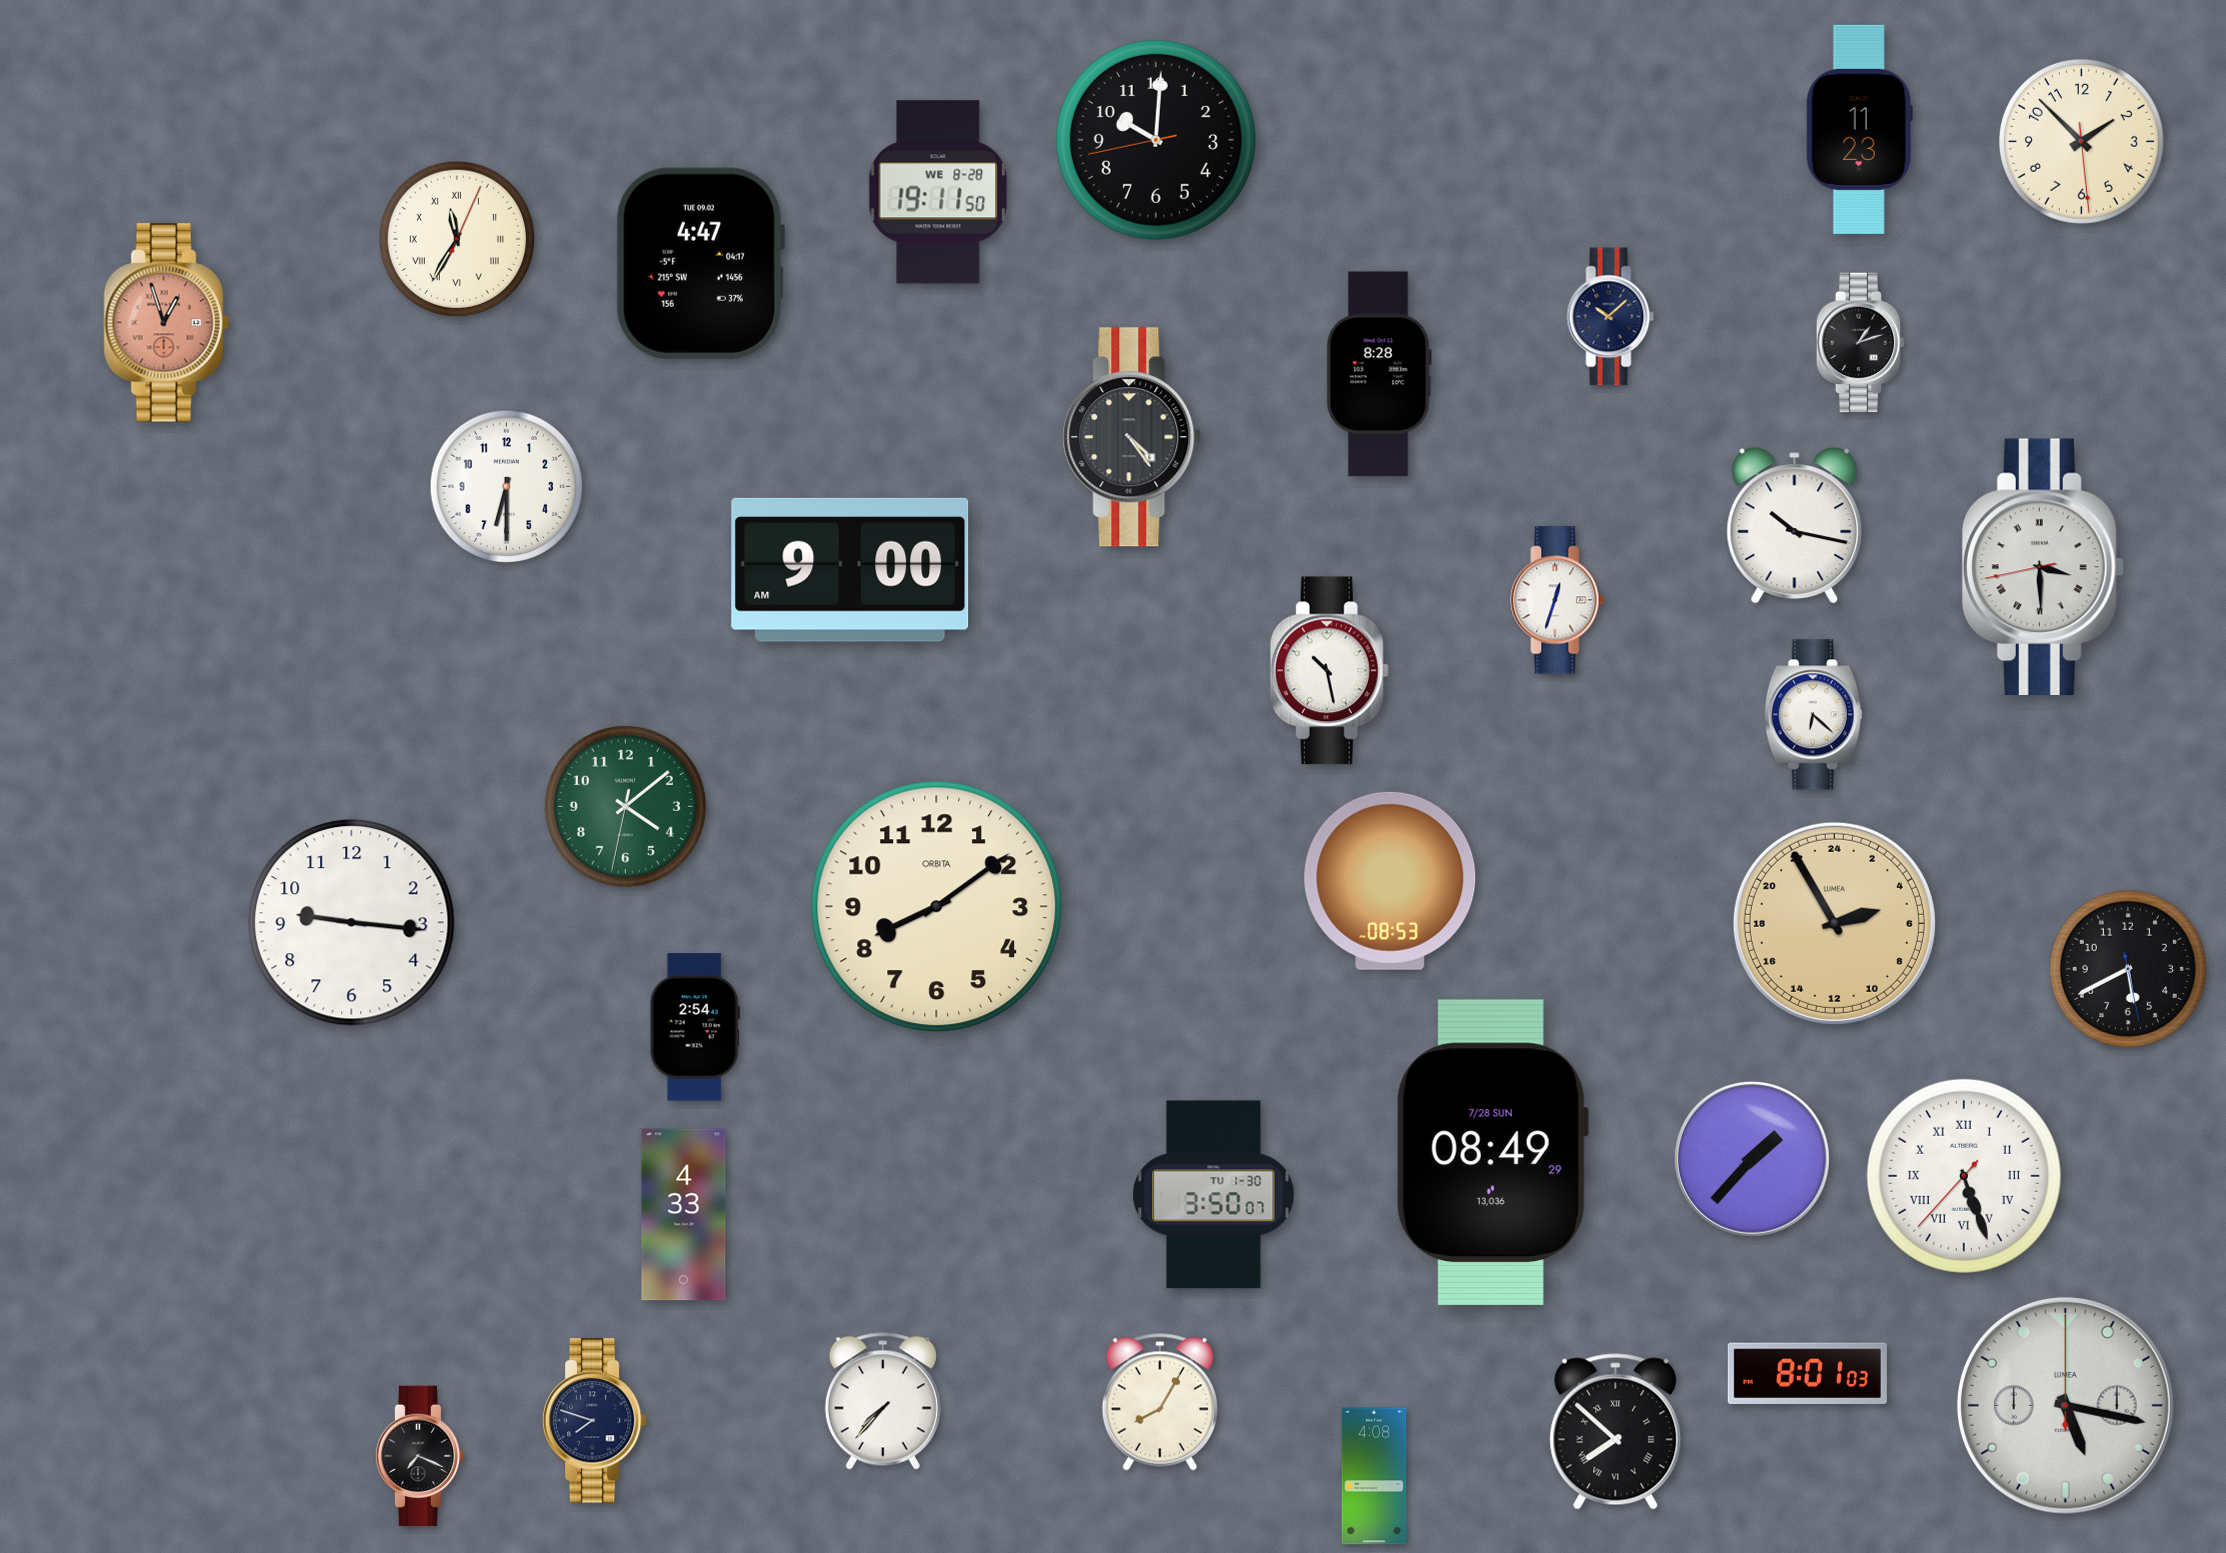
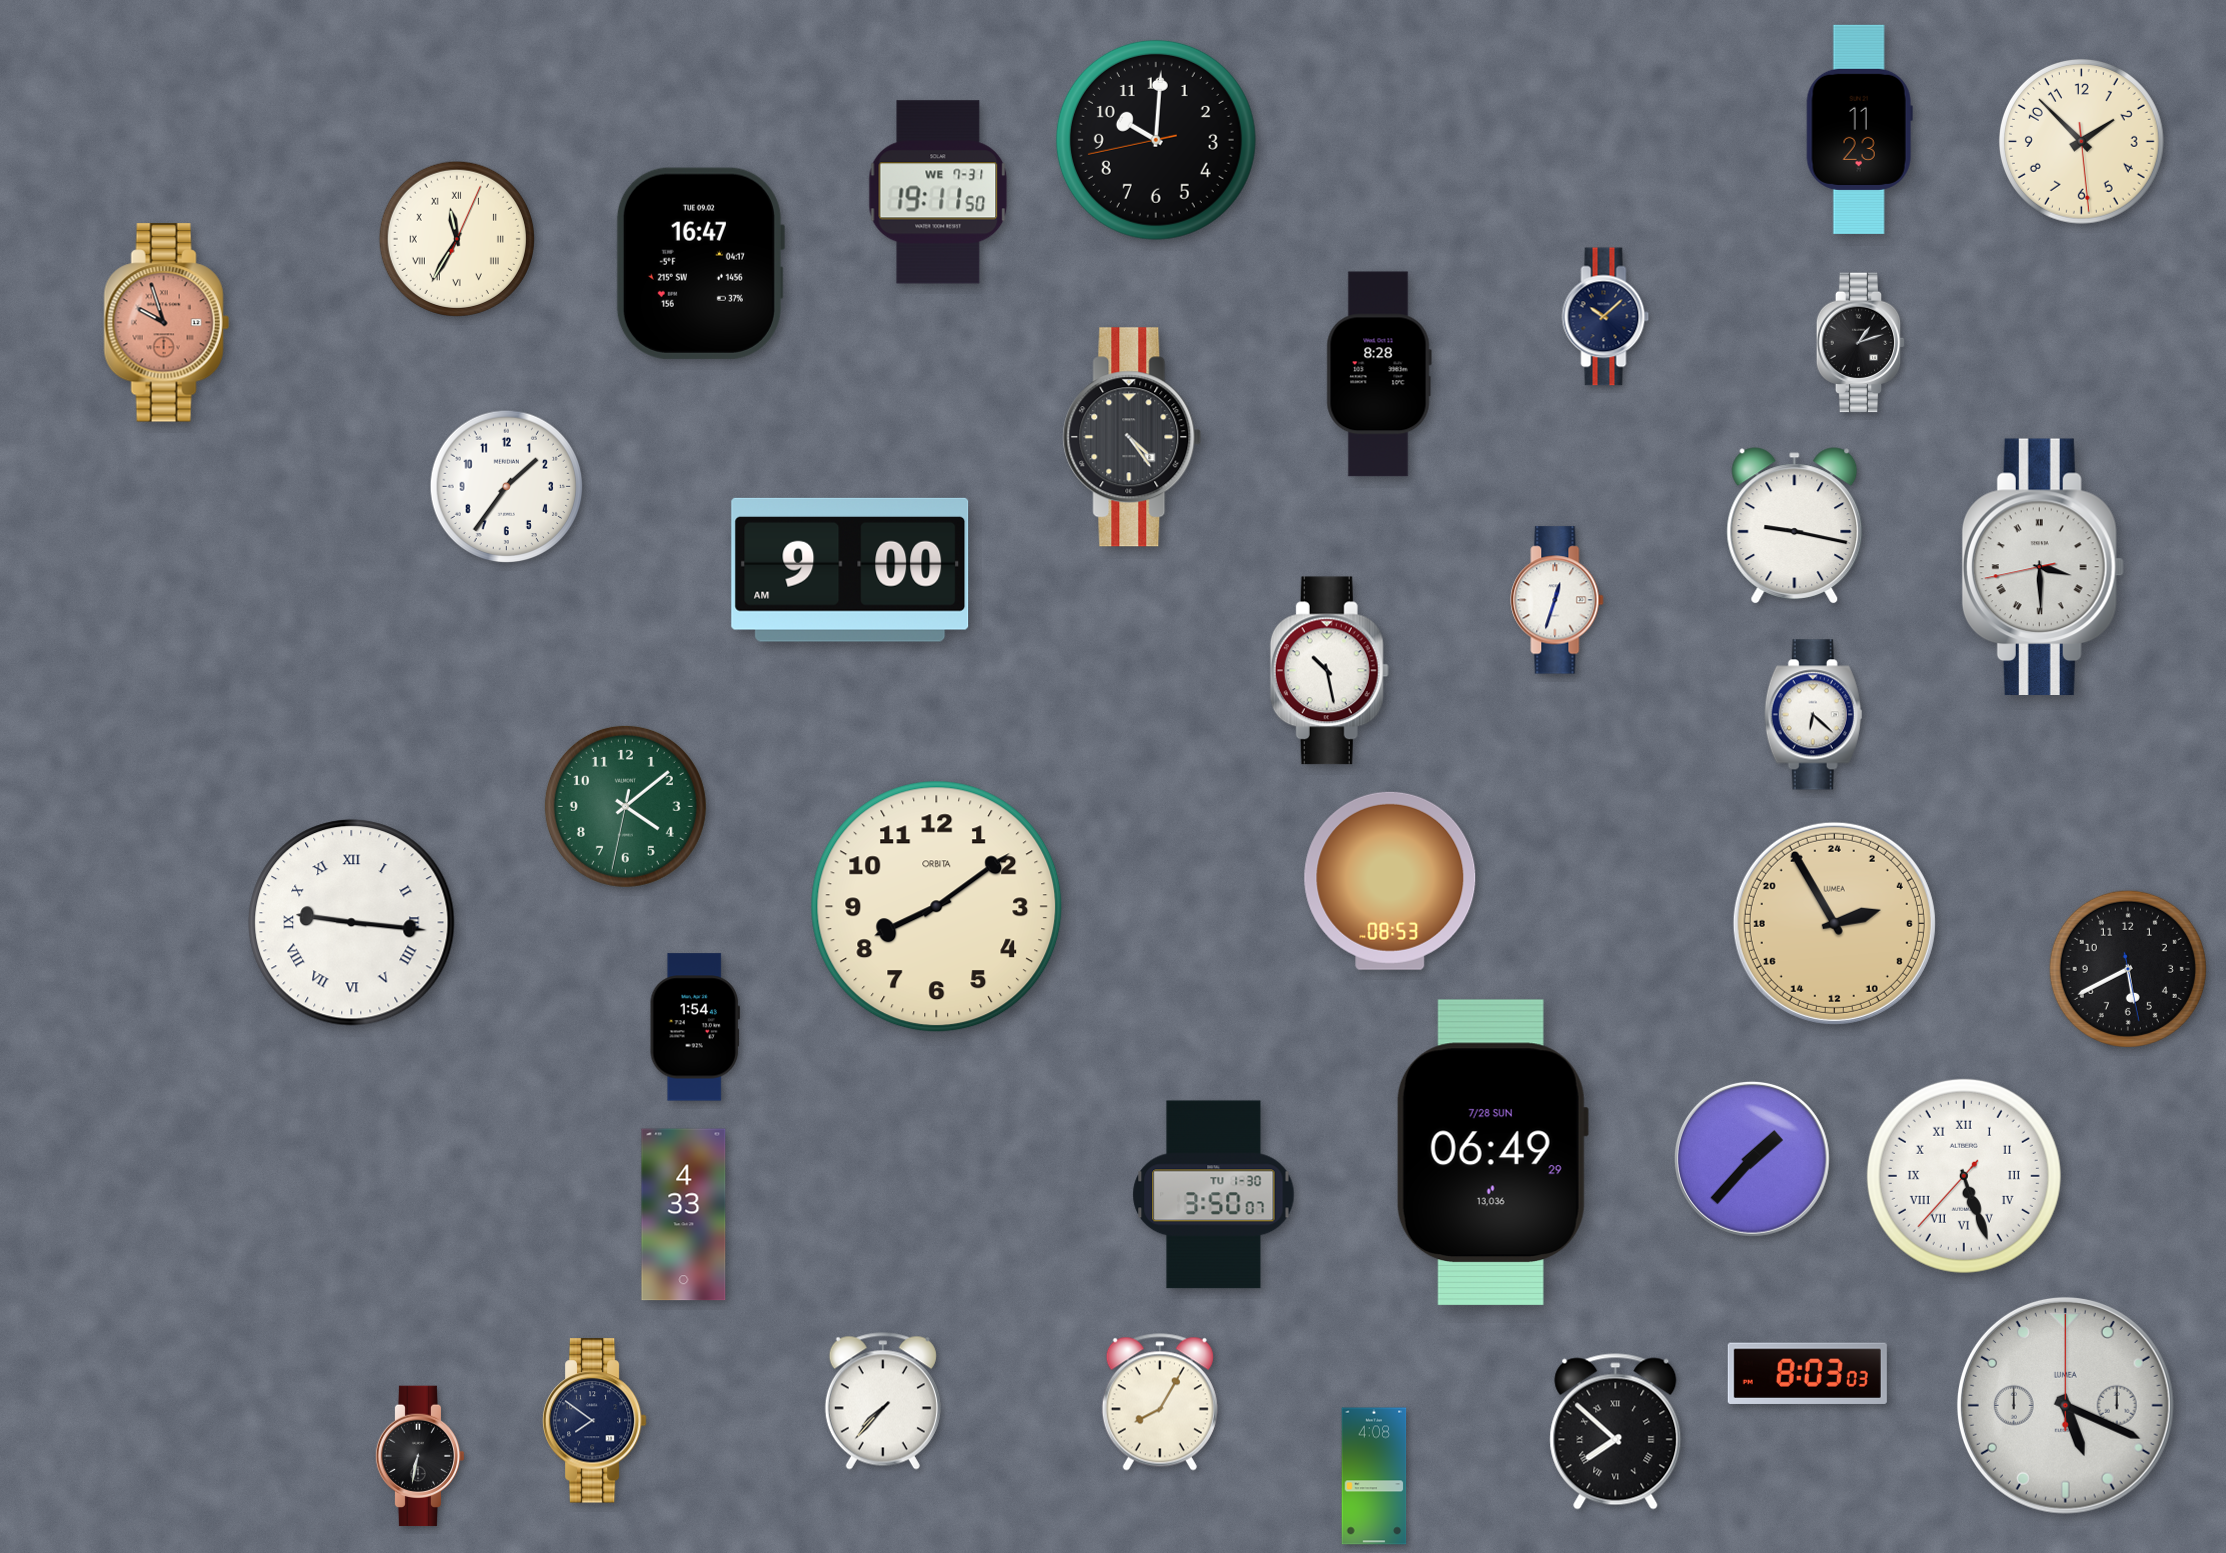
clock at (938, 192) date: WE 8-28 -> WE 7-31
clock at (700, 263): 4:47 -> 16:47
clock at (1611, 317) position: (1611, 317) -> (1606, 317)
clock at (166, 323): 12:57 -> 9:57
clock at (507, 487): 6:30 -> 1:36
clock at (1795, 525): 10:17 -> 9:17
clock at (352, 923) numerals: Arabic -> Roman
clock at (695, 1027): 2:54 -> 1:54
clock at (1492, 1153): 08:49 -> 06:49
clock at (1807, 1373): 8:01 -> 8:03
clock at (2065, 1405): 5:17 -> 5:19
clock at (594, 1421): 7:48 -> 7:51
clock at (420, 1456): 7:19 -> 6:32
